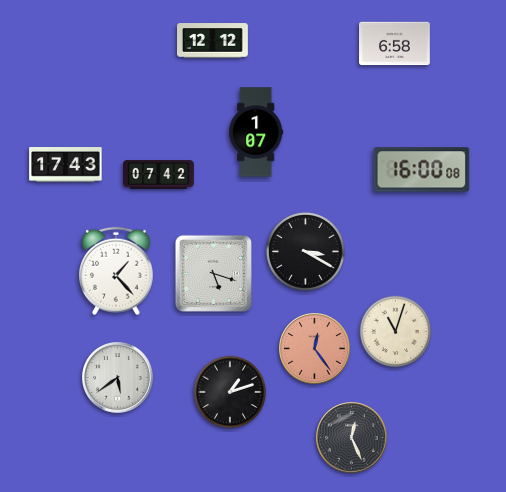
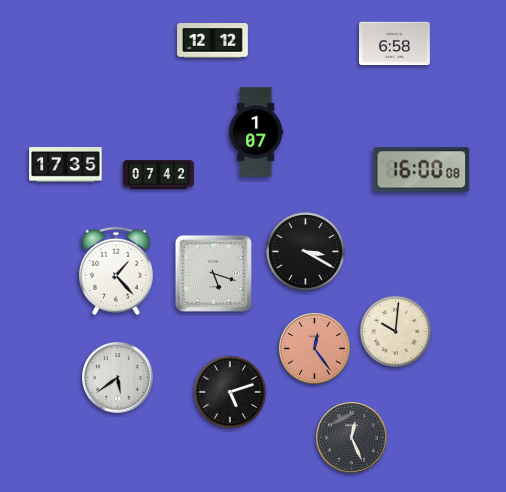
clock at (66, 165): 17:43 -> 17:35
clock at (396, 332): 11:03 -> 10:01
clock at (230, 392): 1:12 -> 5:12
